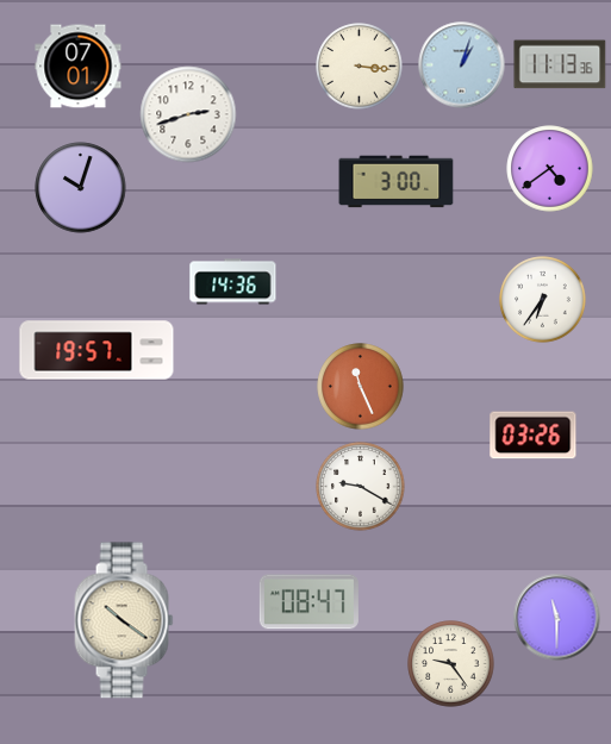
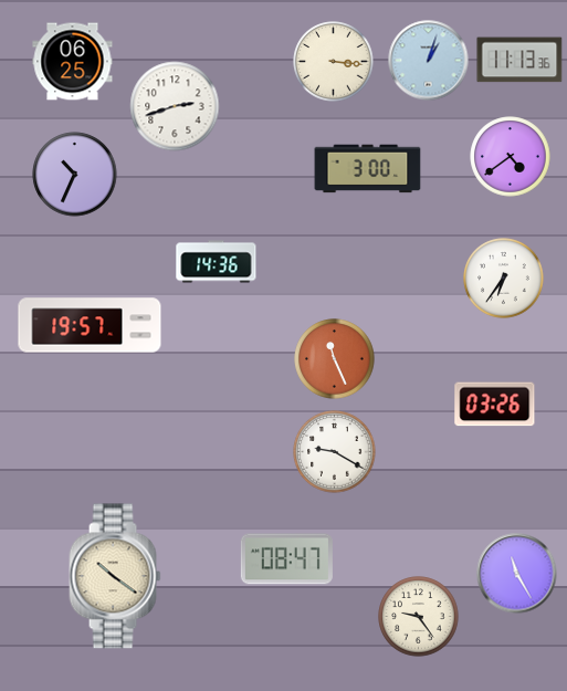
clock at (79, 67): 07:01 -> 06:25
clock at (81, 188): 10:03 -> 10:34
clock at (557, 618): 11:30 -> 11:25
